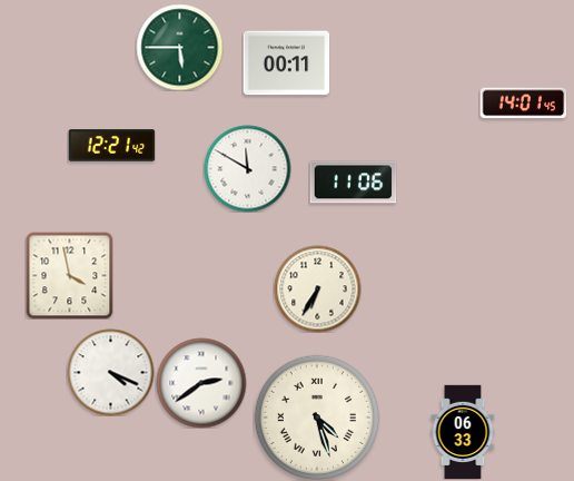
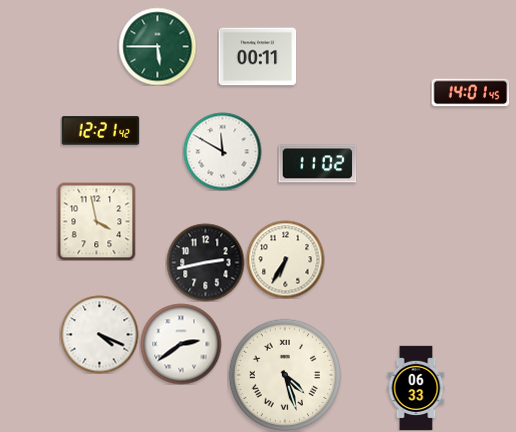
clock at (179, 47) position: (179, 47) -> (157, 46)
clock at (353, 183): 11:06 -> 11:02
clock at (69, 275) position: (69, 275) -> (96, 221)
clock at (205, 262): none -> 2:43
